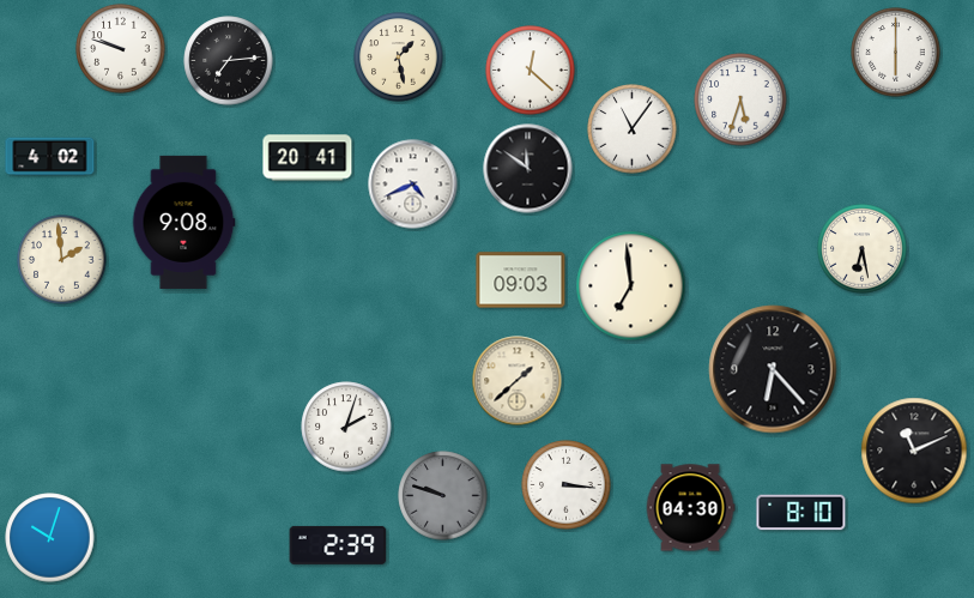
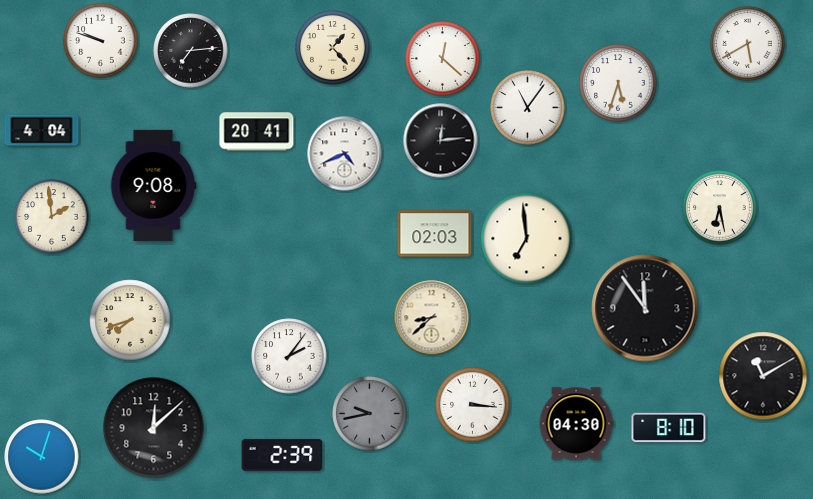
clock at (896, 53): 6:00 -> 5:40
clock at (399, 58): 1:28 -> 1:23
clock at (50, 157): 4:02 -> 4:04
clock at (528, 169): 11:51 -> 12:14
clock at (521, 280): 09:03 -> 02:03
clock at (773, 369): 6:23 -> 11:54
clock at (518, 381): 1:38 -> 8:38
clock at (130, 320): none -> 7:42
clock at (346, 427): 2:03 -> 2:06
clock at (914, 451): 11:11 -> 11:10
clock at (443, 496): 9:48 -> 9:43
clock at (154, 428): none -> 12:08
clock at (50, 538) position: (50, 538) -> (42, 457)
